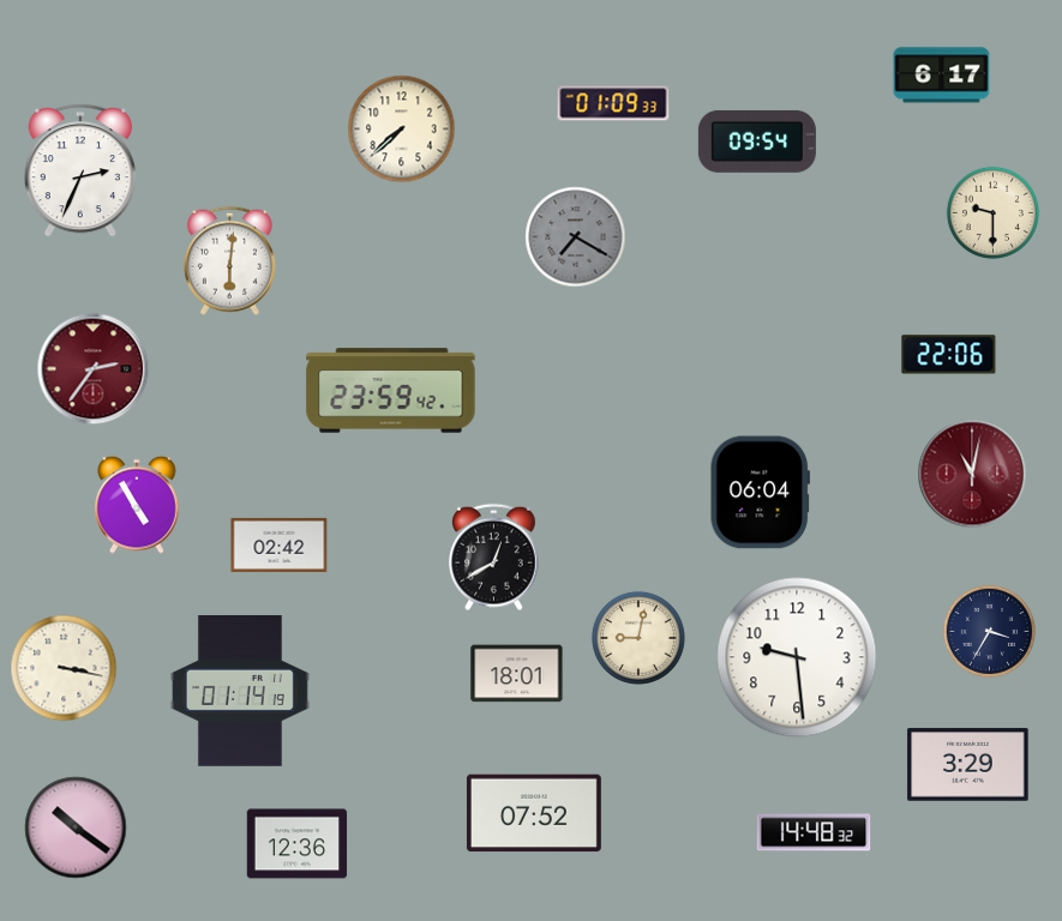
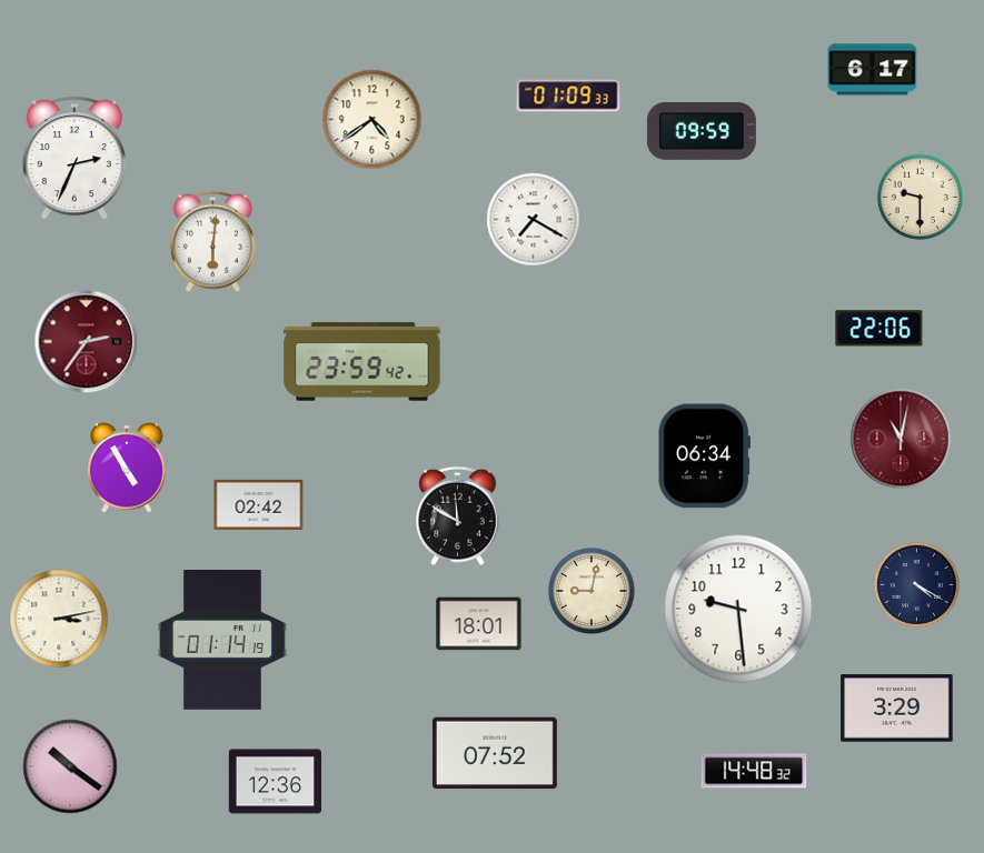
clock at (402, 130): 7:38 -> 4:39
clock at (757, 142): 09:54 -> 09:59
clock at (576, 237) dial: grey -> white
clock at (760, 493): 06:04 -> 06:34
clock at (494, 558): 12:40 -> 11:50
clock at (989, 631): 3:35 -> 4:20
clock at (64, 668): 3:17 -> 3:13
